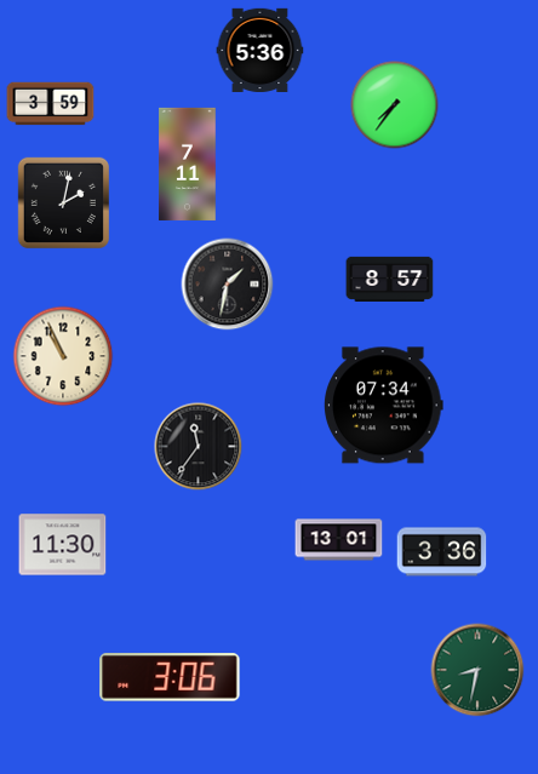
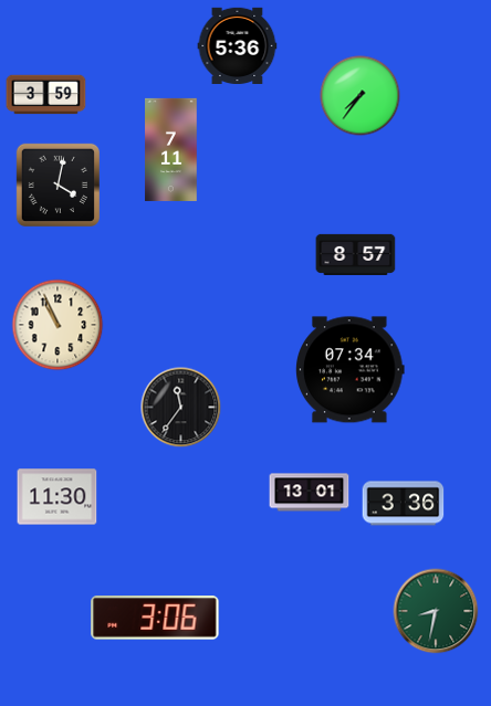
clock at (63, 202): 2:02 -> 4:02
clock at (228, 285): 1:32 -> none
